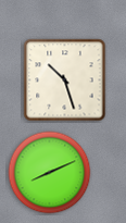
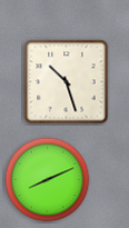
clock at (50, 173) position: (50, 173) -> (48, 180)
